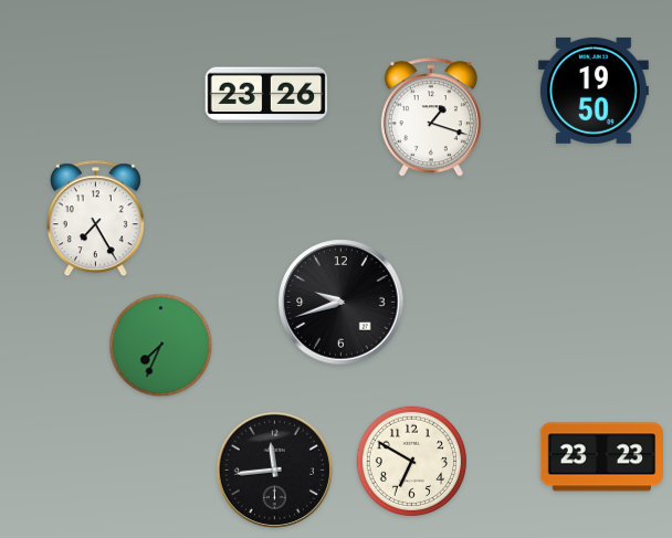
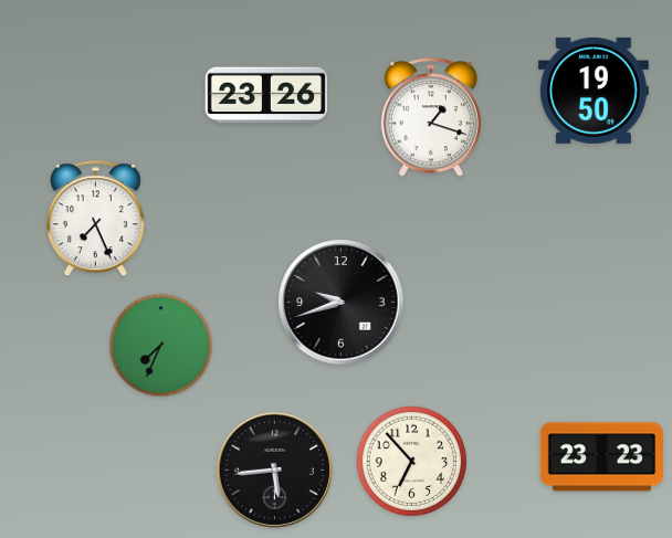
clock at (95, 219): 7:25 -> 7:26
clock at (411, 461): 6:50 -> 6:53
clock at (274, 470): 11:44 -> 5:44
